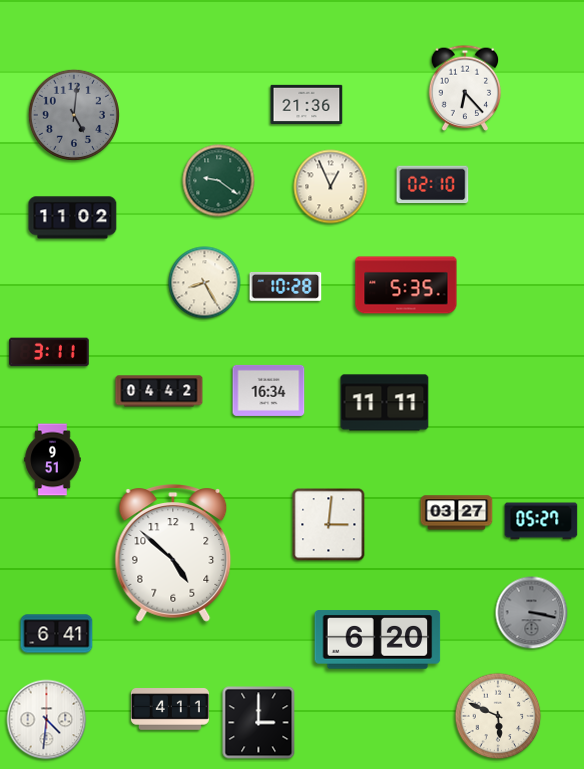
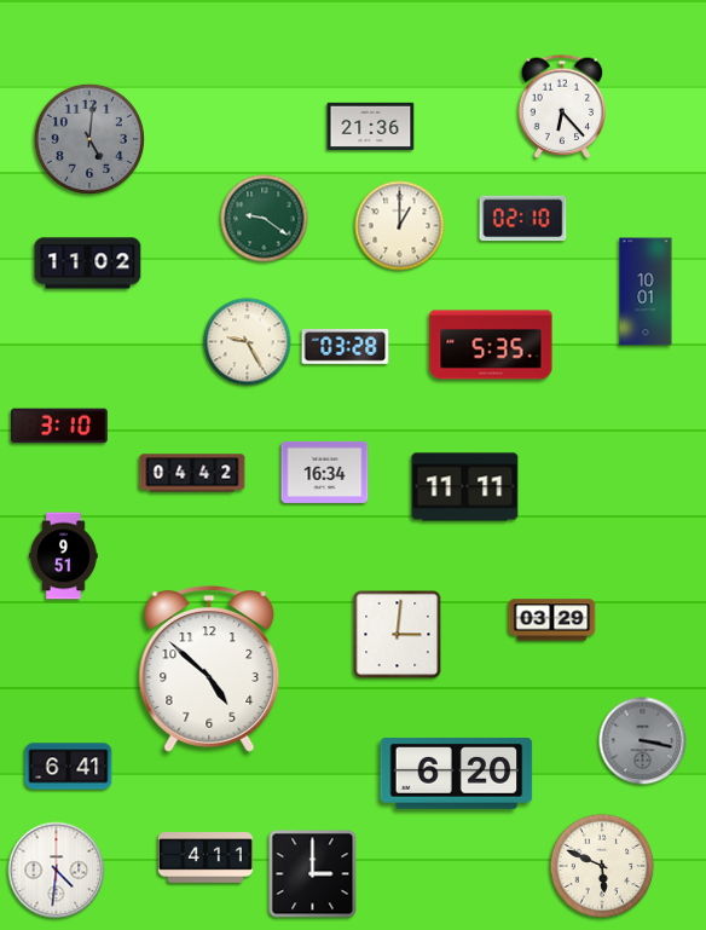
clock at (433, 185) position: (433, 185) -> (523, 219)
clock at (331, 187): 12:56 -> 1:00
clock at (646, 291): none -> 10:01
clock at (205, 283): 8:25 -> 9:25
clock at (286, 286): 10:28 -> 03:28
clock at (49, 352): 3:11 -> 3:10
clock at (457, 513): 03:27 -> 03:29
clock at (541, 521): 05:27 -> none
